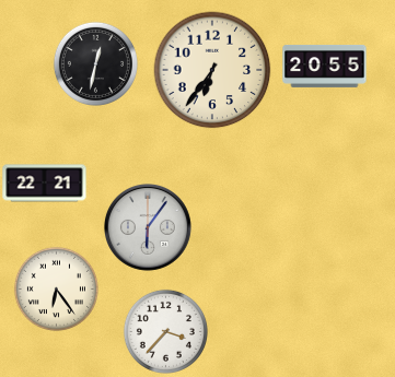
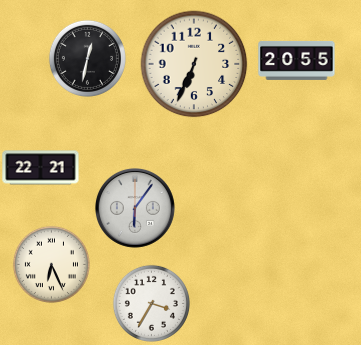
clock at (212, 70): 6:36 -> 6:34
clock at (56, 288): 6:24 -> 6:26
clock at (165, 331): 3:37 -> 3:35
